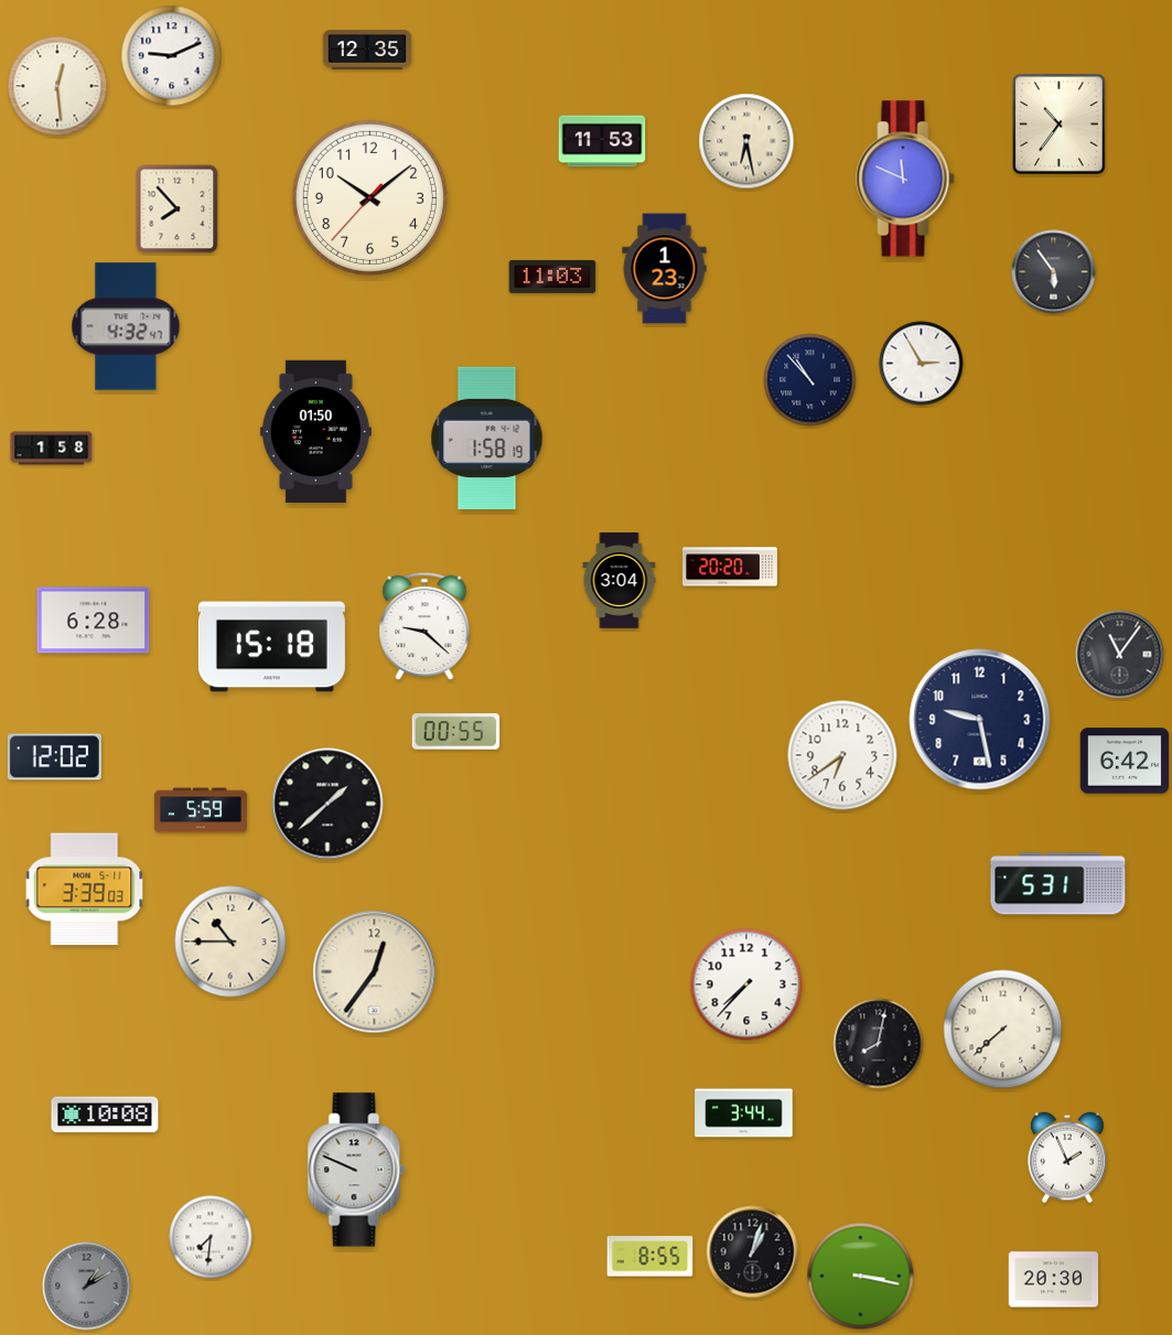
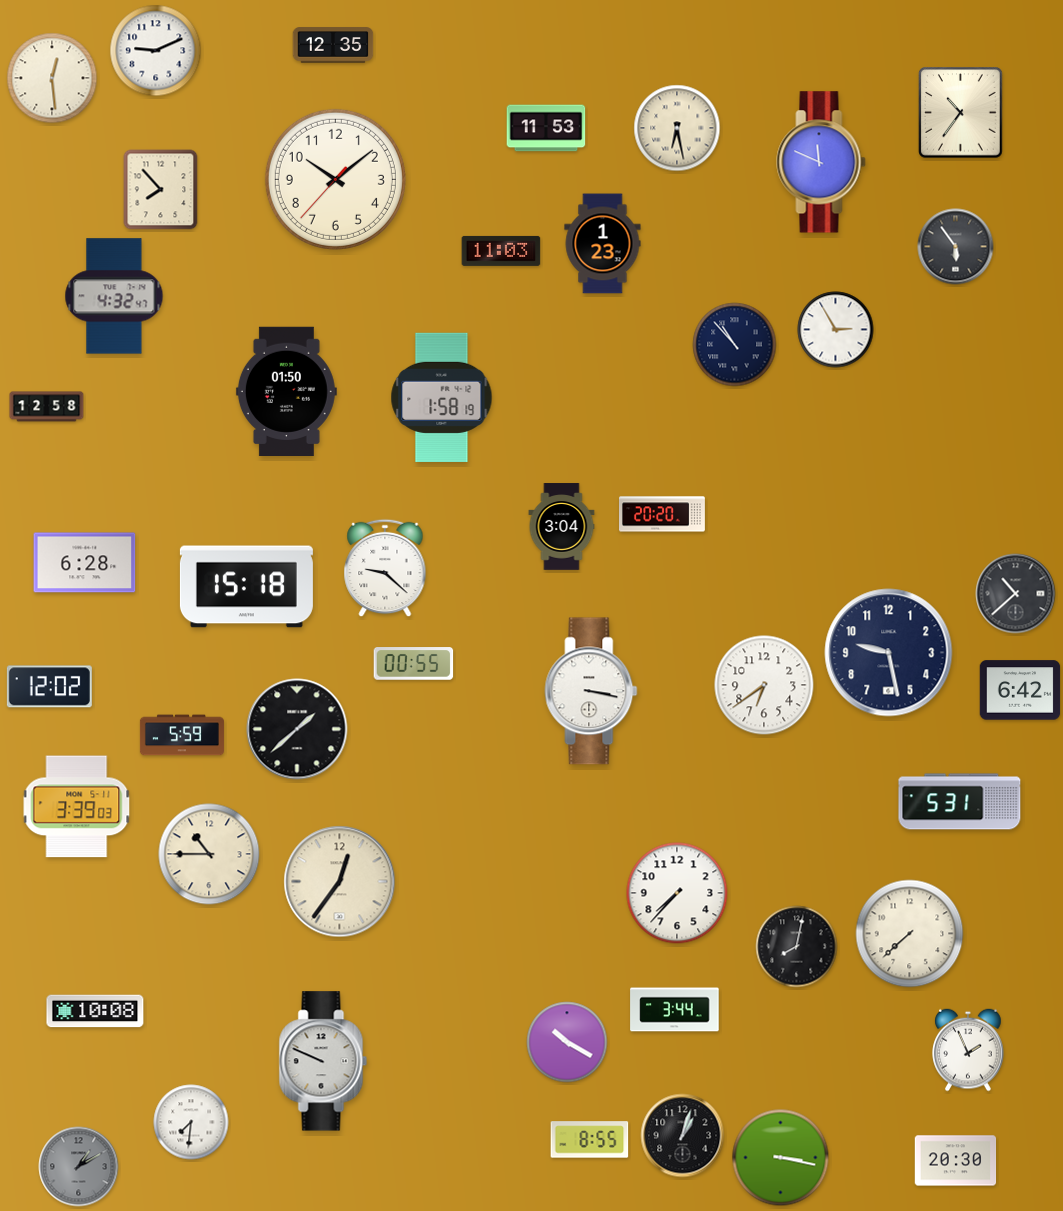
clock at (52, 449): 1:58 -> 12:58
clock at (1120, 655): 11:06 -> 10:38
clock at (591, 691): none -> 3:17
clock at (567, 1042): none -> 10:20
